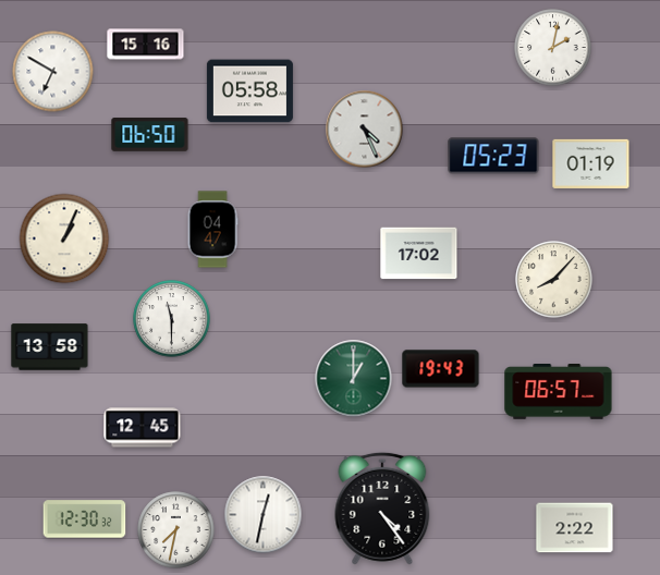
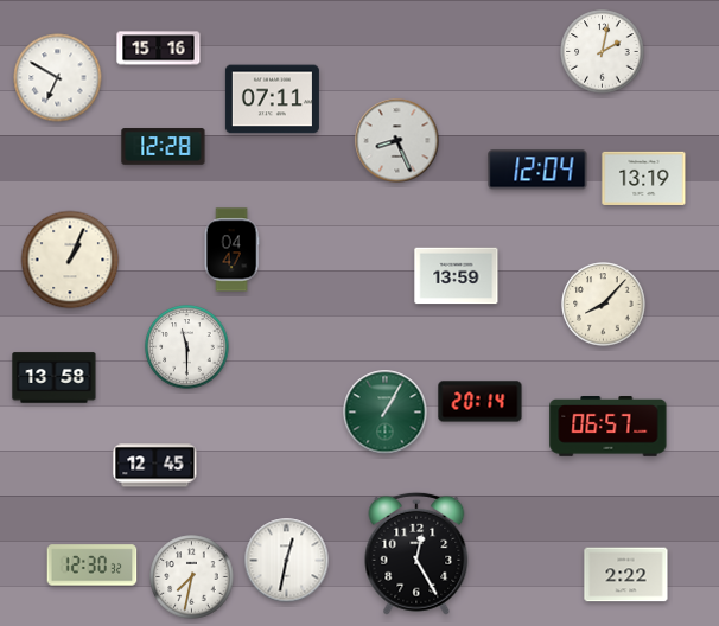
clock at (249, 91): 05:58 -> 07:11
clock at (365, 130): 4:26 -> 8:26
clock at (150, 135): 06:50 -> 12:28
clock at (493, 156): 05:23 -> 12:04
clock at (591, 163): 01:19 -> 13:19
clock at (419, 254): 17:02 -> 13:59
clock at (441, 369): 19:43 -> 20:14
clock at (354, 379): 1:00 -> 1:05
clock at (382, 509): 4:24 -> 12:25
